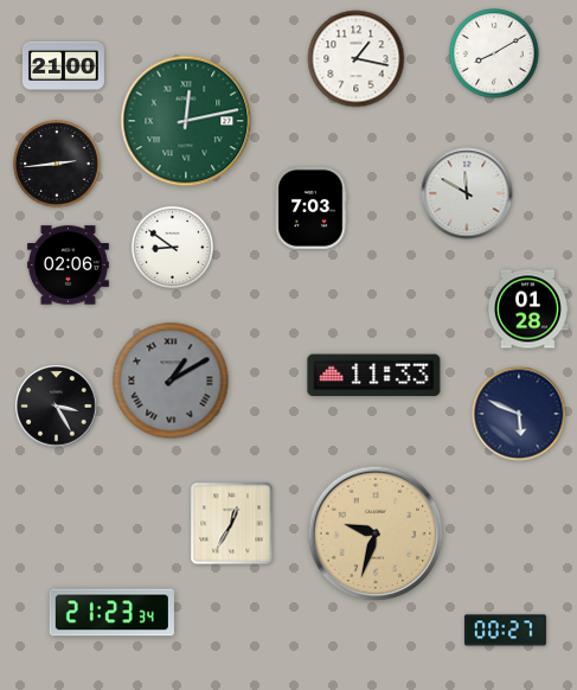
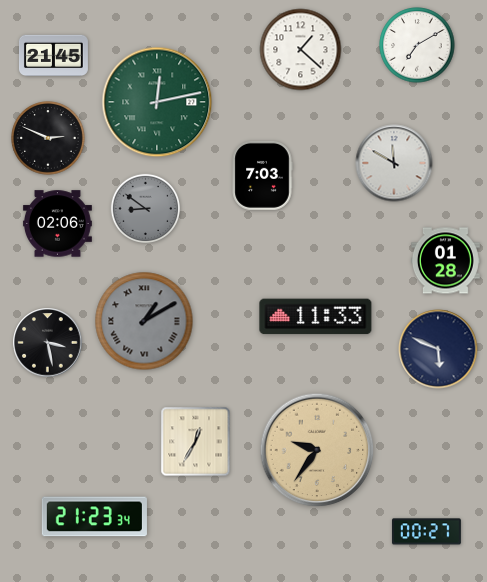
clock at (494, 53): 8:10 -> 7:10
clock at (357, 59): 1:17 -> 1:22
clock at (63, 66): 21:00 -> 21:45
clock at (57, 164): 2:44 -> 2:49
clock at (173, 248) dial: white -> grey
clock at (57, 407): 3:25 -> 3:28
clock at (376, 534): 9:33 -> 9:36
